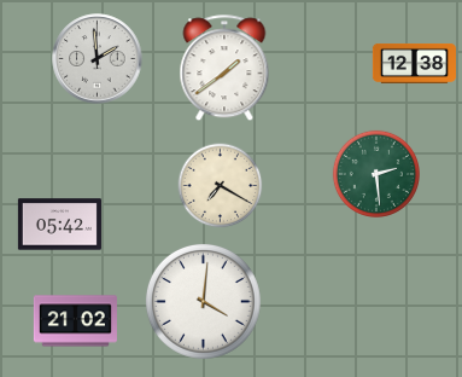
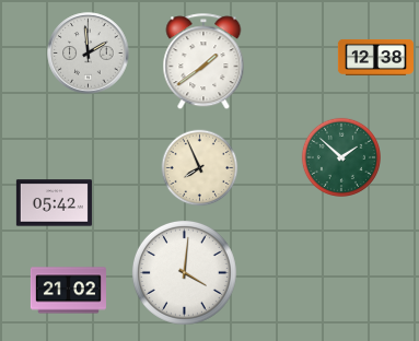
clock at (376, 174): 2:29 -> 1:52
clock at (221, 186): 7:20 -> 7:56
